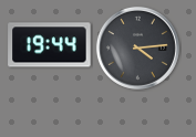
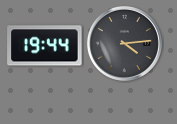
clock at (50, 45) position: (50, 45) -> (45, 46)
